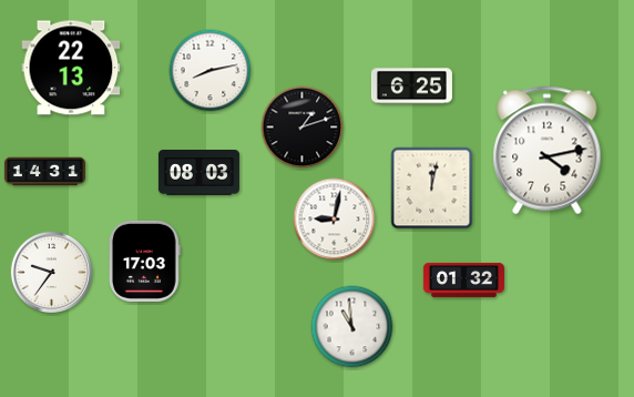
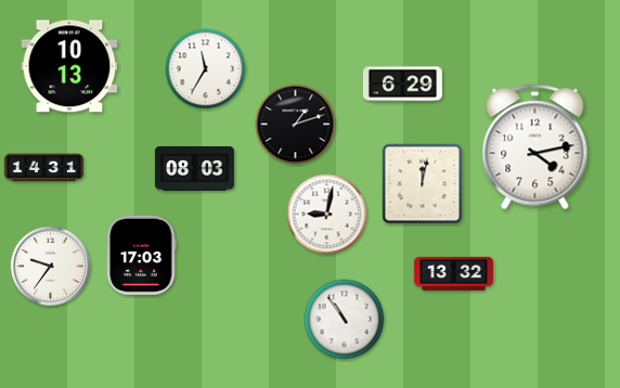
clock at (71, 68): 22:13 -> 10:13
clock at (211, 71): 8:13 -> 11:35
clock at (411, 86): 6:25 -> 6:29
clock at (463, 279): 01:32 -> 13:32
clock at (352, 327): 10:59 -> 10:54
